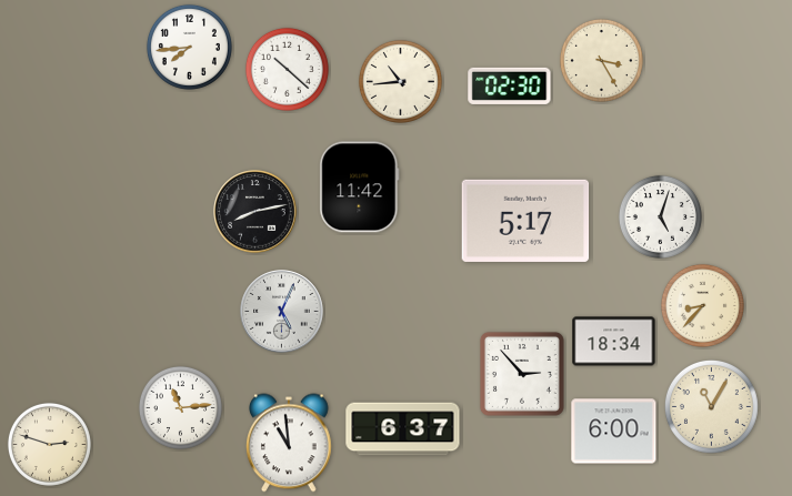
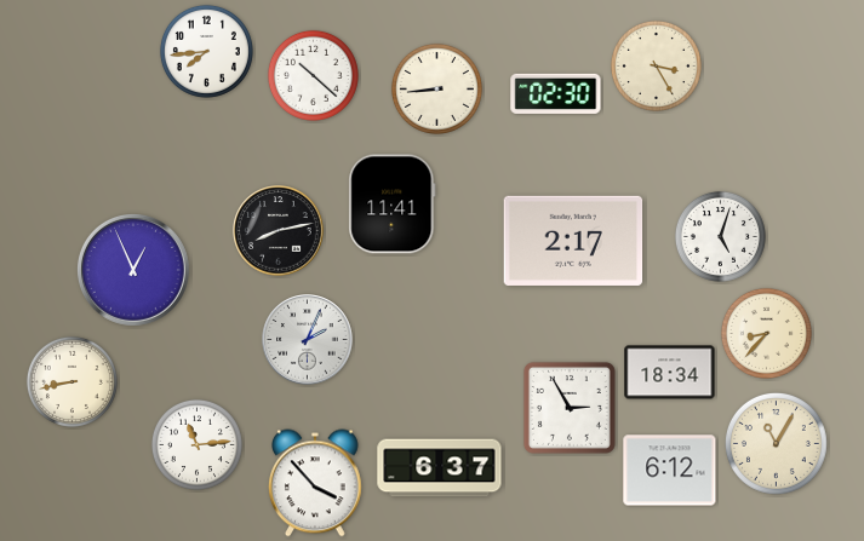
clock at (400, 81): 10:44 -> 8:44
clock at (360, 188): 11:42 -> 11:41
clock at (525, 221): 5:17 -> 2:17
clock at (133, 270): none -> 12:56
clock at (282, 312): 5:04 -> 2:04
clock at (71, 381): none -> 8:43
clock at (522, 374): 2:53 -> 2:55
clock at (614, 432): 6:00 -> 6:12
clock at (290, 443): 10:59 -> 3:53
clock at (49, 444): 2:48 -> none
